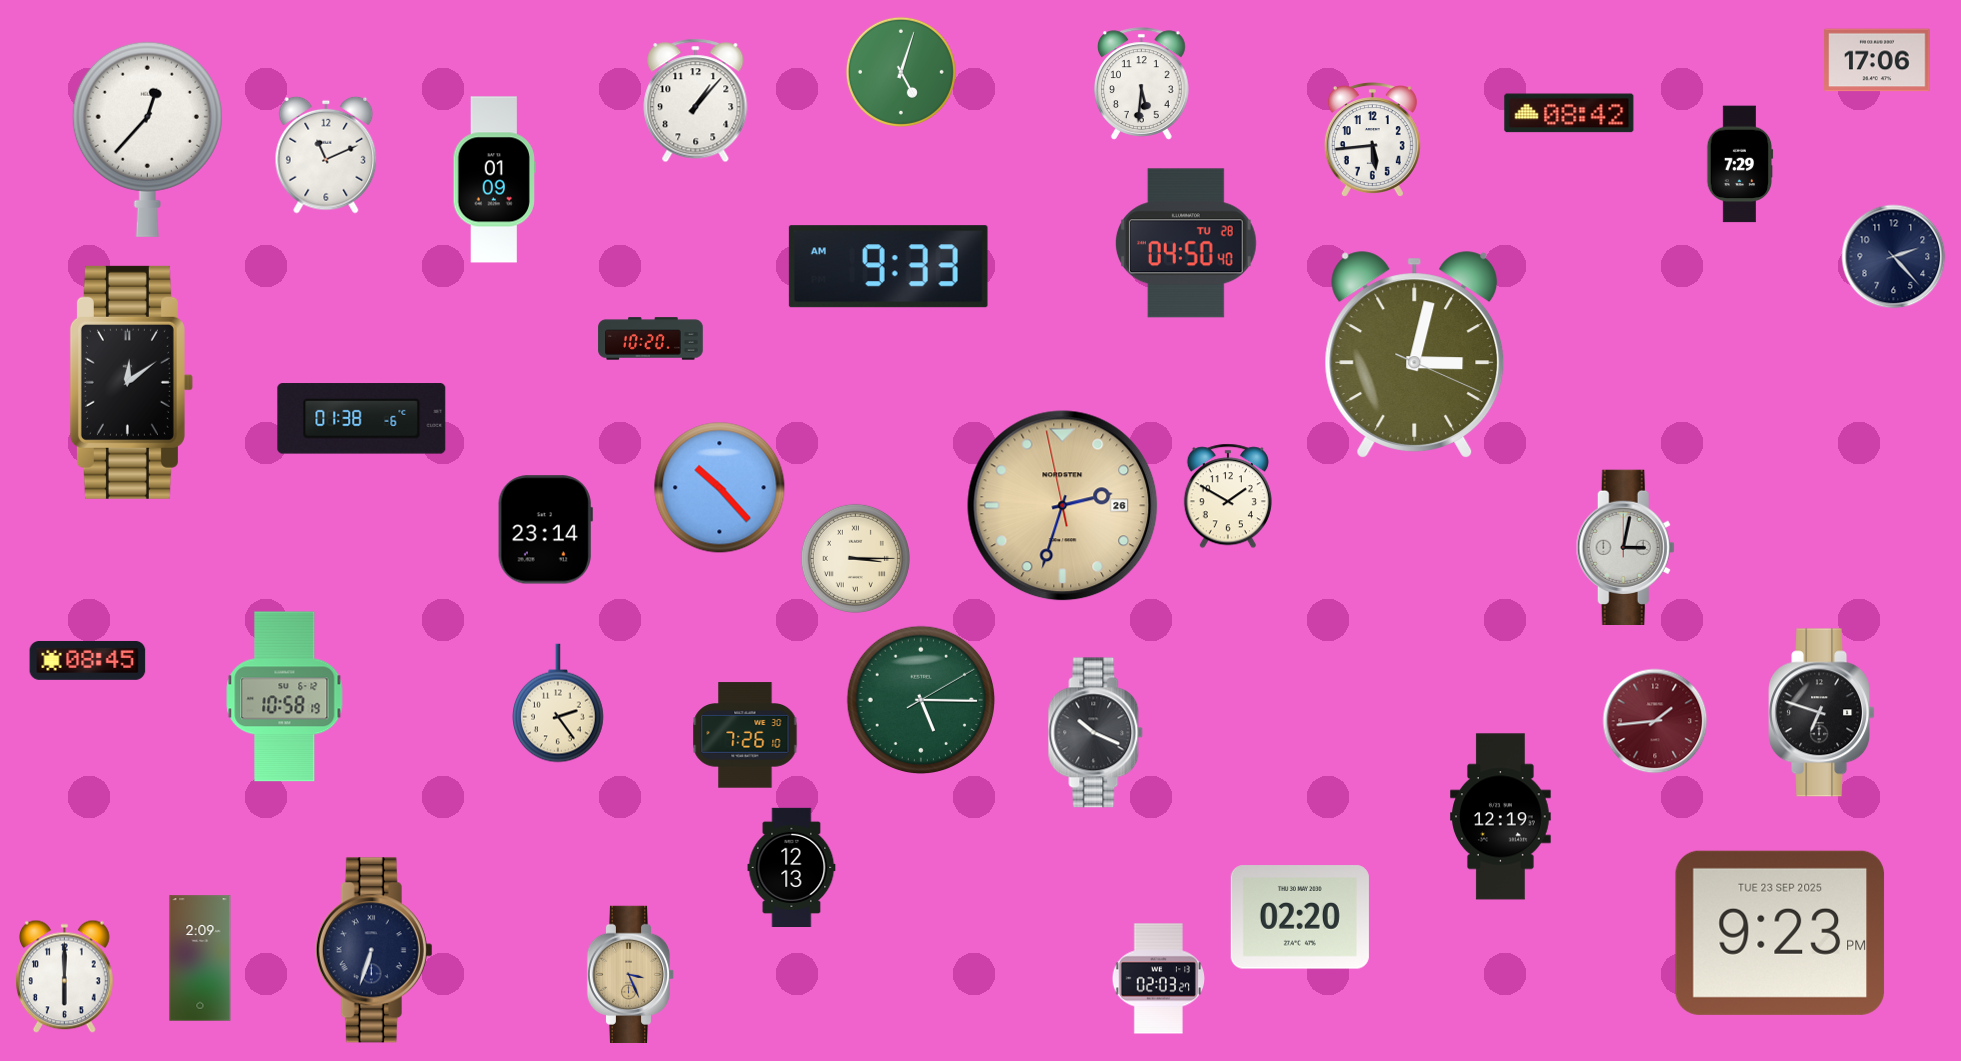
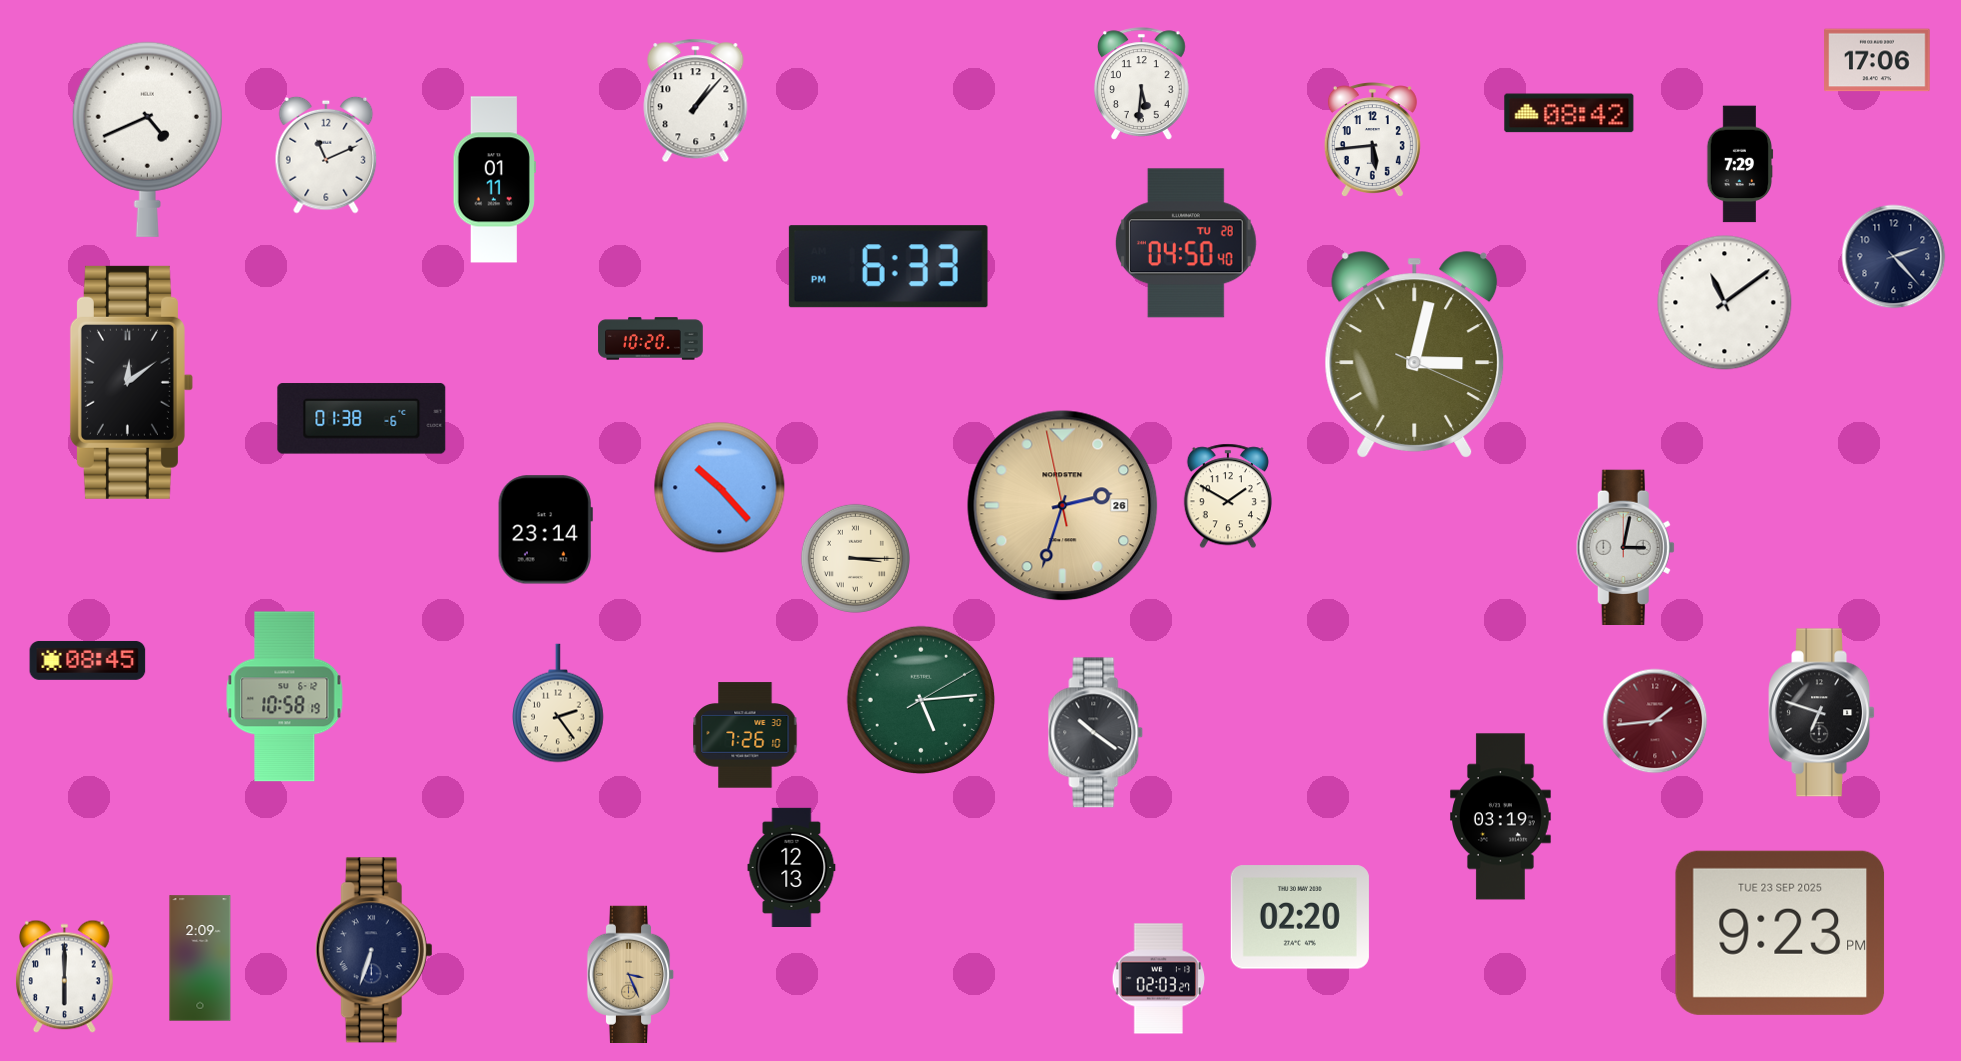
clock at (901, 72): 5:03 -> none
clock at (147, 139): 12:37 -> 4:41
clock at (494, 180): 01:09 -> 01:11
clock at (888, 267): 9:33 -> 6:33
clock at (1725, 303): none -> 11:09
clock at (920, 699): 5:15 -> 5:14
clock at (1096, 733): 10:19 -> 10:21
clock at (1501, 817): 12:19 -> 03:19
